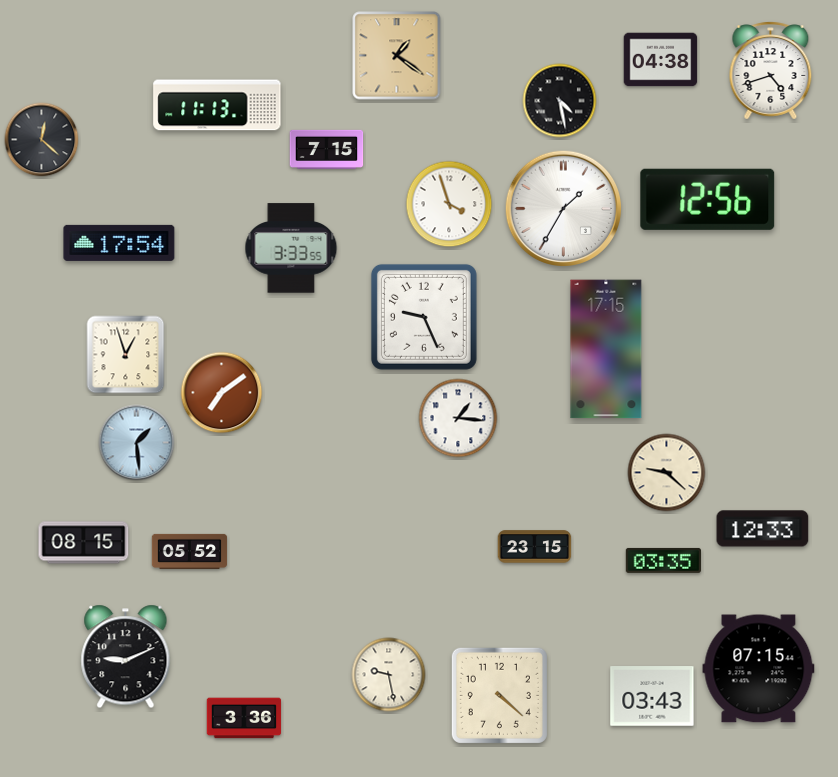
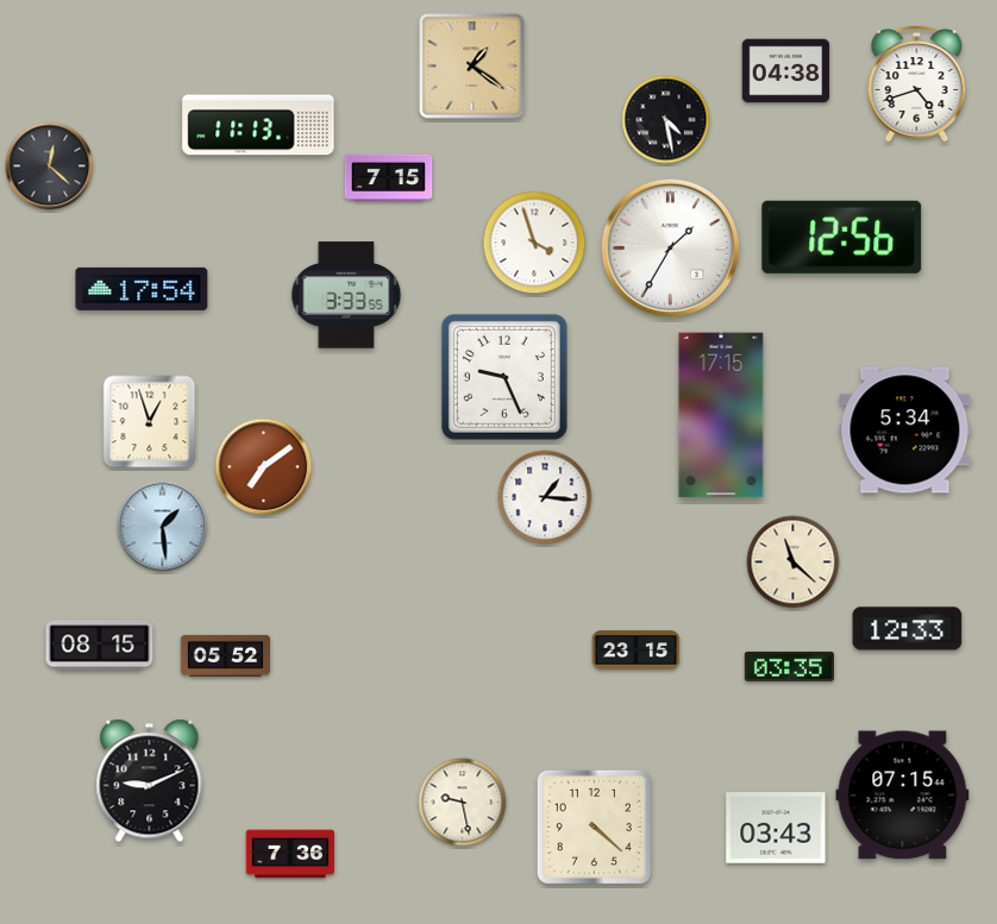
clock at (905, 430): none -> 5:34
clock at (667, 473): 9:22 -> 11:22
clock at (244, 718): 3:36 -> 7:36
